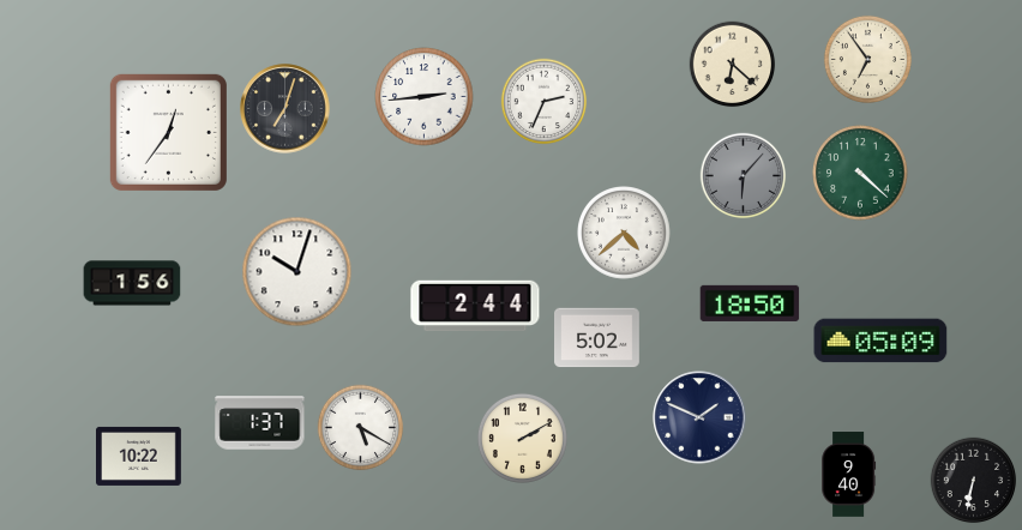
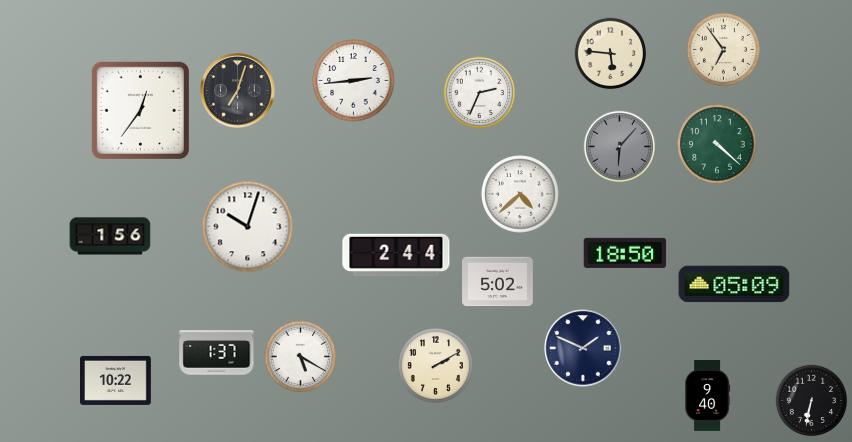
clock at (733, 65): 6:22 -> 5:46
clock at (545, 102) position: (545, 102) -> (480, 93)
